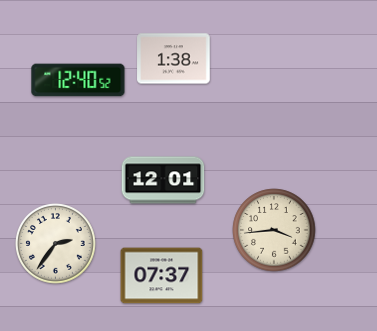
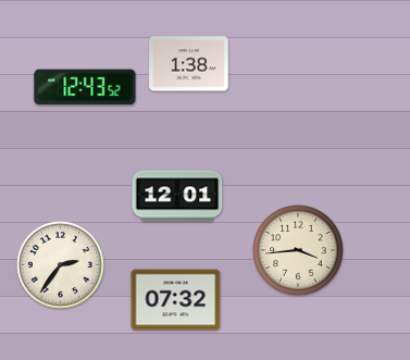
clock at (78, 80): 12:40 -> 12:43
clock at (162, 276): 07:37 -> 07:32
